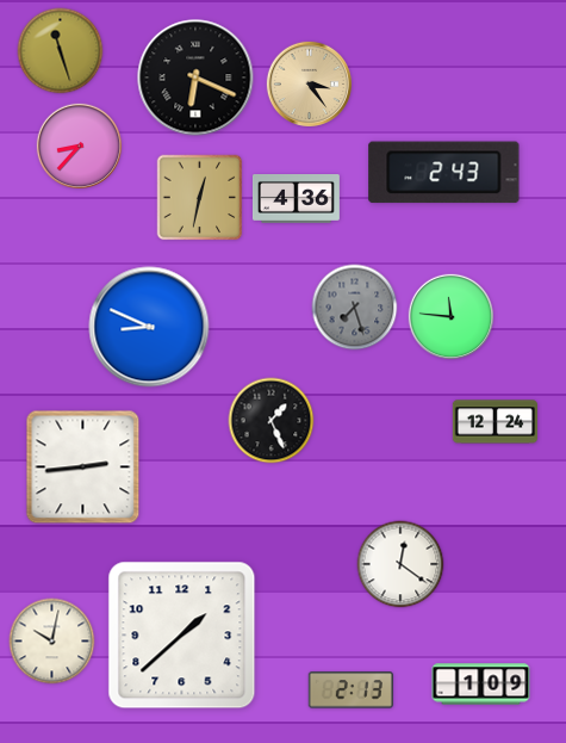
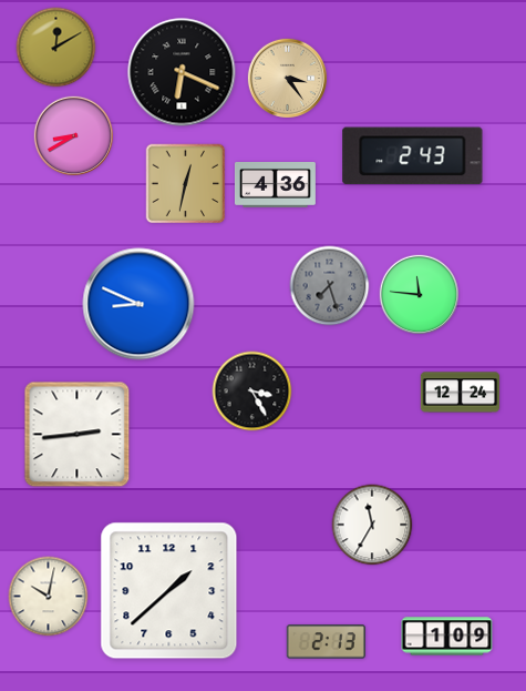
clock at (61, 51): 11:27 -> 12:10
clock at (79, 145): 8:37 -> 8:40
clock at (444, 173) position: (444, 173) -> (413, 156)
clock at (272, 421): 1:26 -> 3:25
clock at (400, 564): 12:21 -> 11:35
